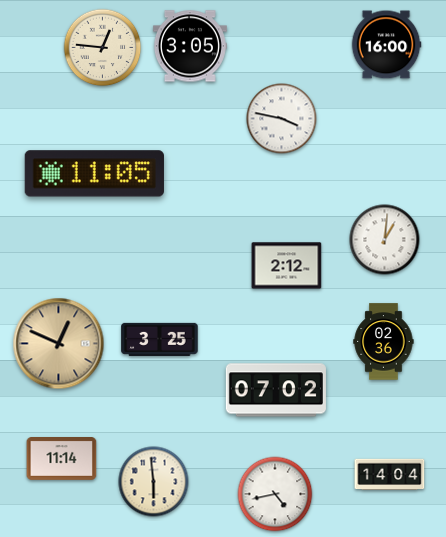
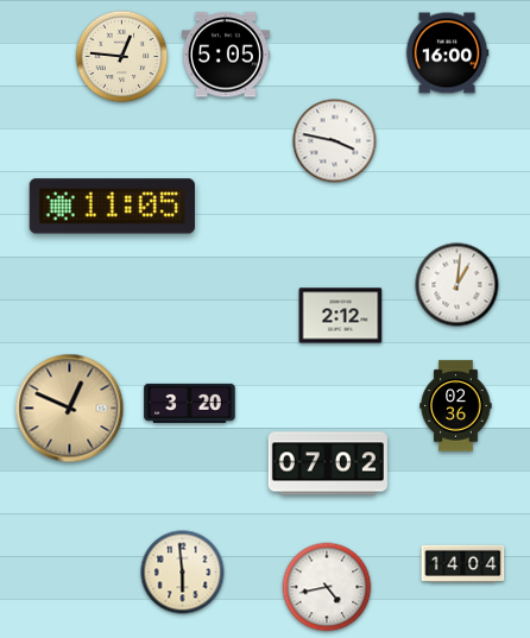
clock at (386, 45) position: (386, 45) -> (447, 53)
clock at (190, 46): 3:05 -> 5:05
clock at (160, 339): 3:25 -> 3:20
clock at (62, 459): 11:14 -> none
